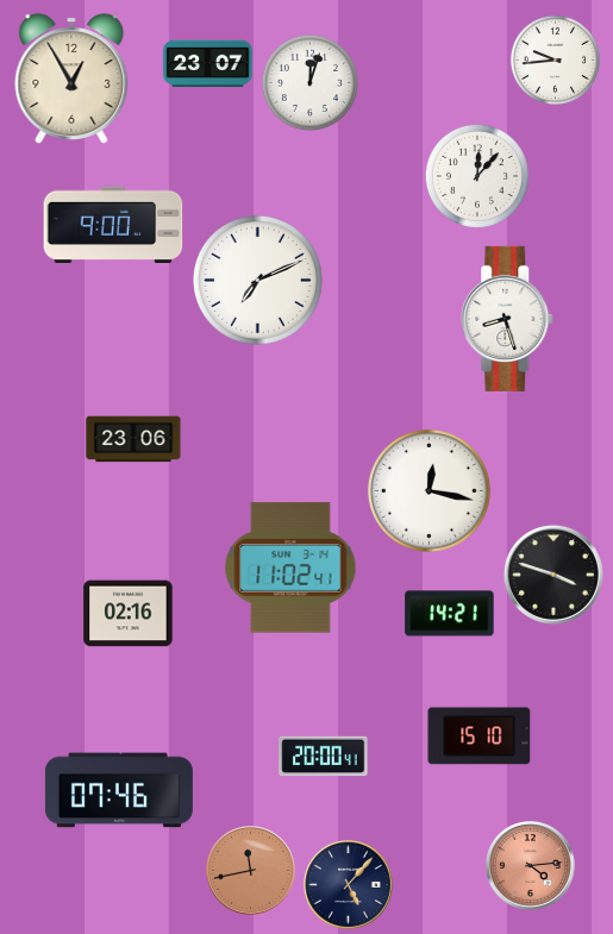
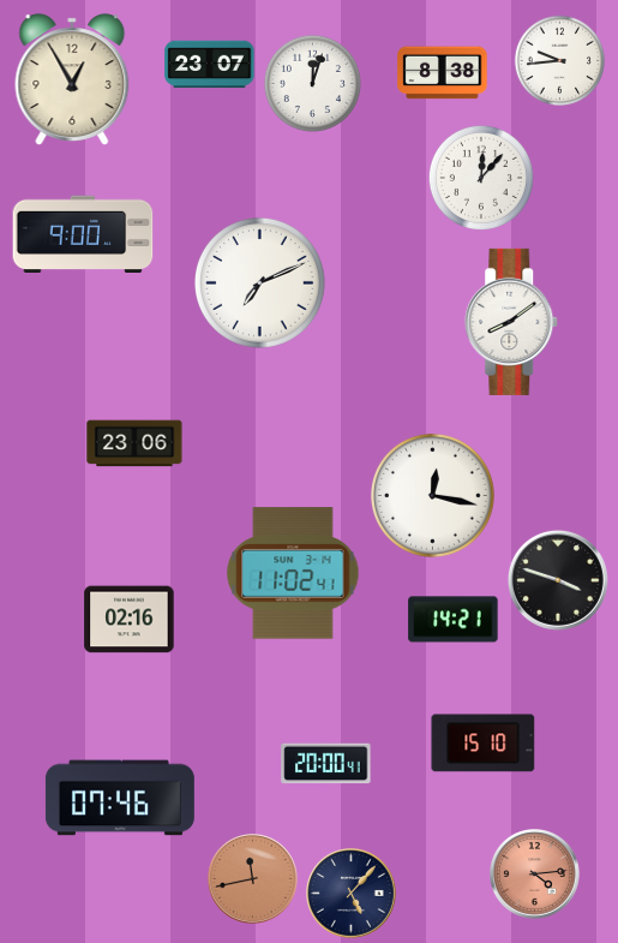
clock at (443, 73): none -> 8:38
clock at (113, 224) position: (113, 224) -> (83, 233)
clock at (508, 319): 8:27 -> 8:09
